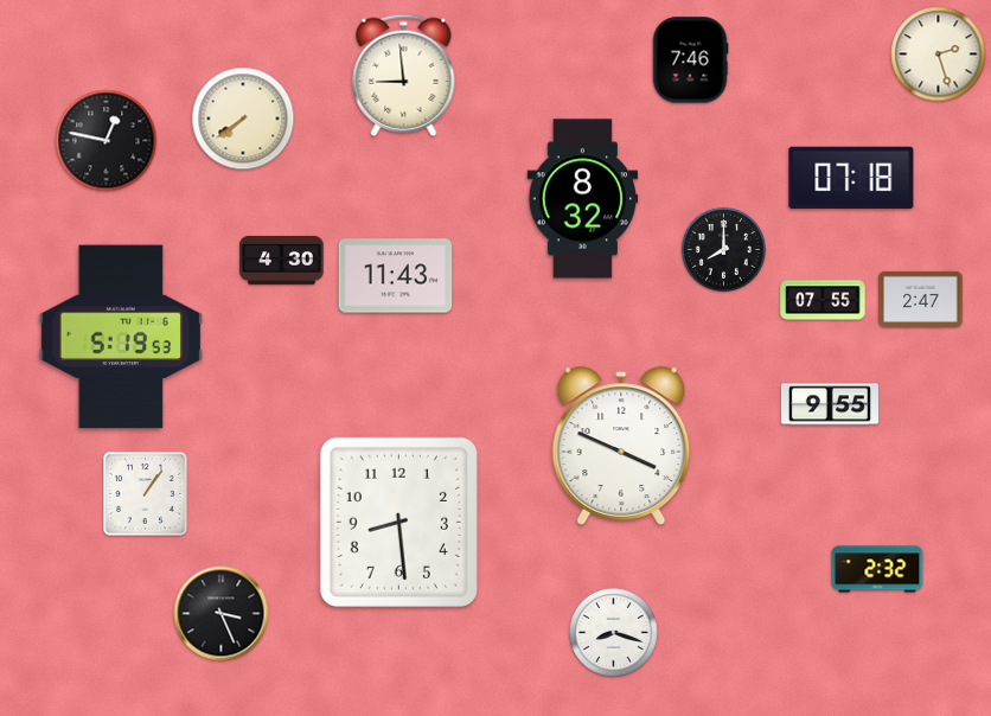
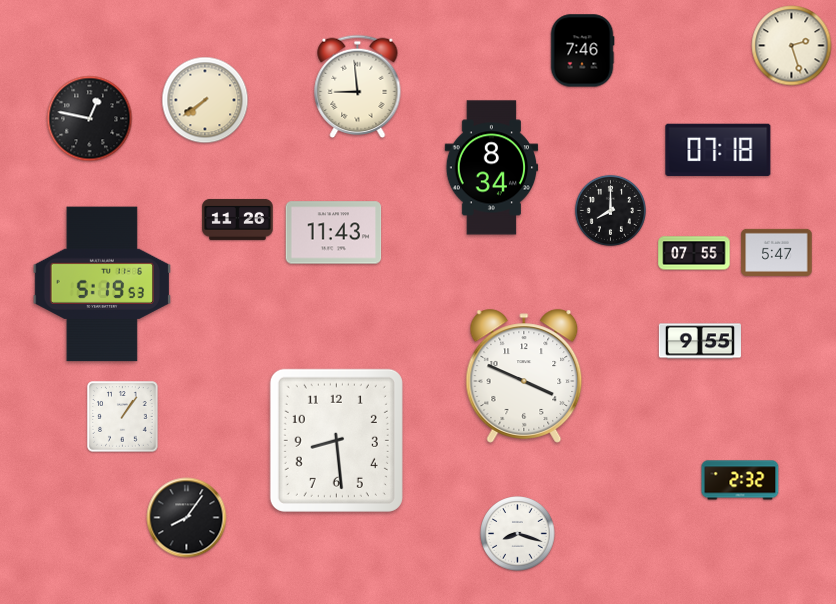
clock at (404, 75) position: (404, 75) -> (358, 86)
clock at (583, 199): 8:32 -> 8:34
clock at (282, 260): 4:30 -> 11:26
clock at (921, 299): 2:47 -> 5:47
clock at (222, 614): 3:26 -> 8:06
